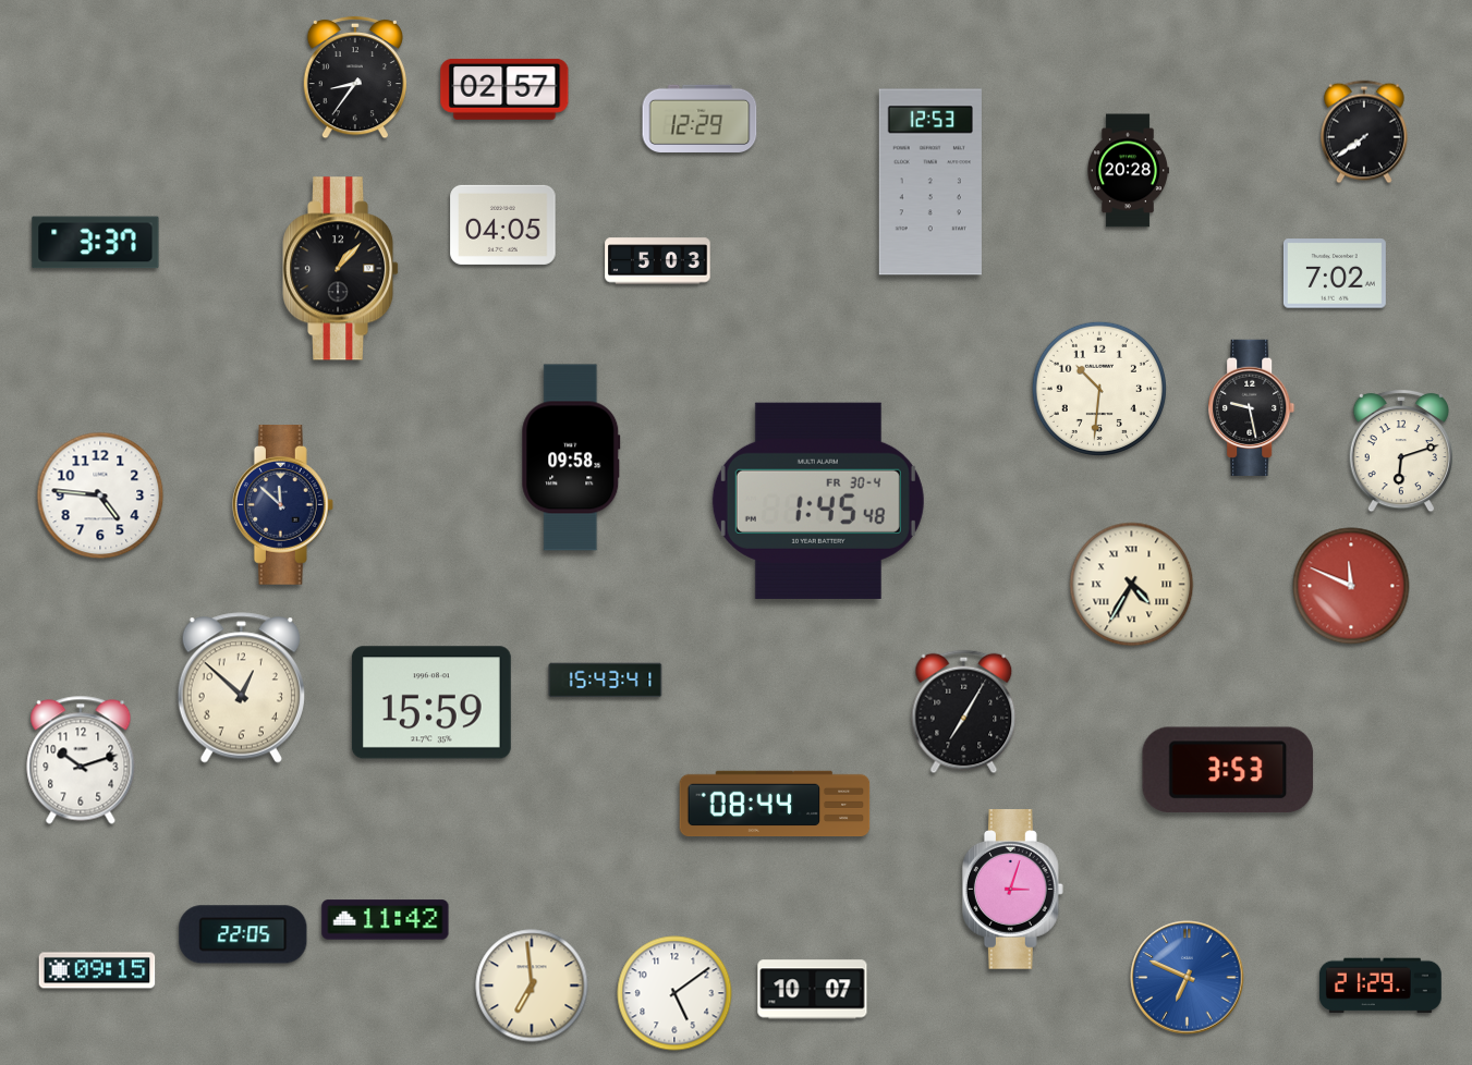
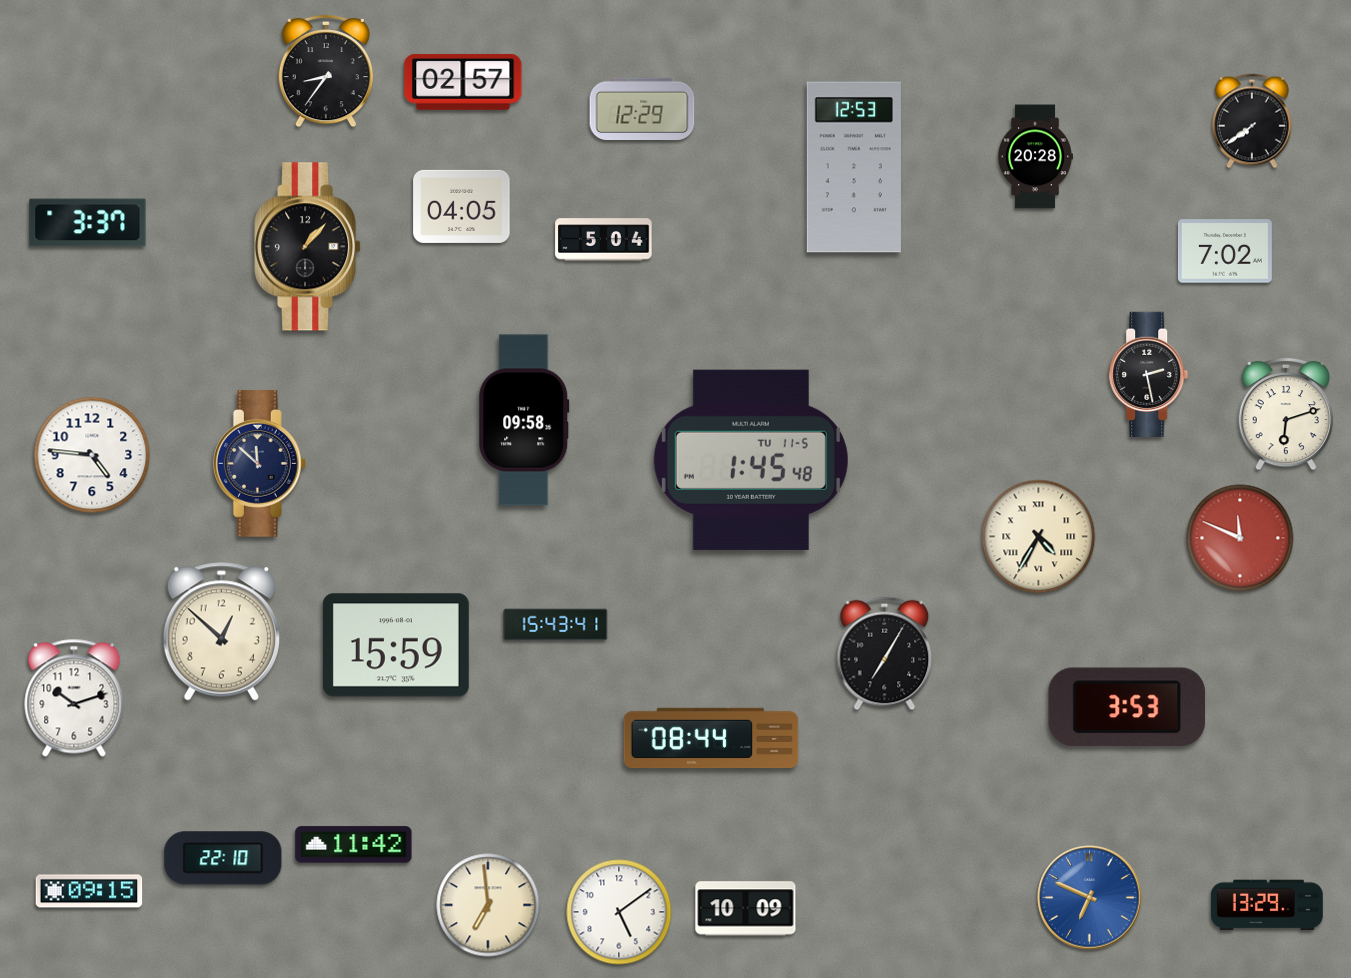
clock at (658, 261): 5:03 -> 5:04
clock at (341, 269) position: (341, 269) -> (308, 247)
clock at (1099, 389): 10:31 -> none
clock at (1252, 407): 9:28 -> 2:28
clock at (818, 501) date: FR 30-4 -> TU 11-5
clock at (1012, 890): 3:03 -> none
clock at (243, 934): 22:05 -> 22:10
clock at (1380, 986): 21:29 -> 13:29
clock at (813, 990): 10:07 -> 10:09
